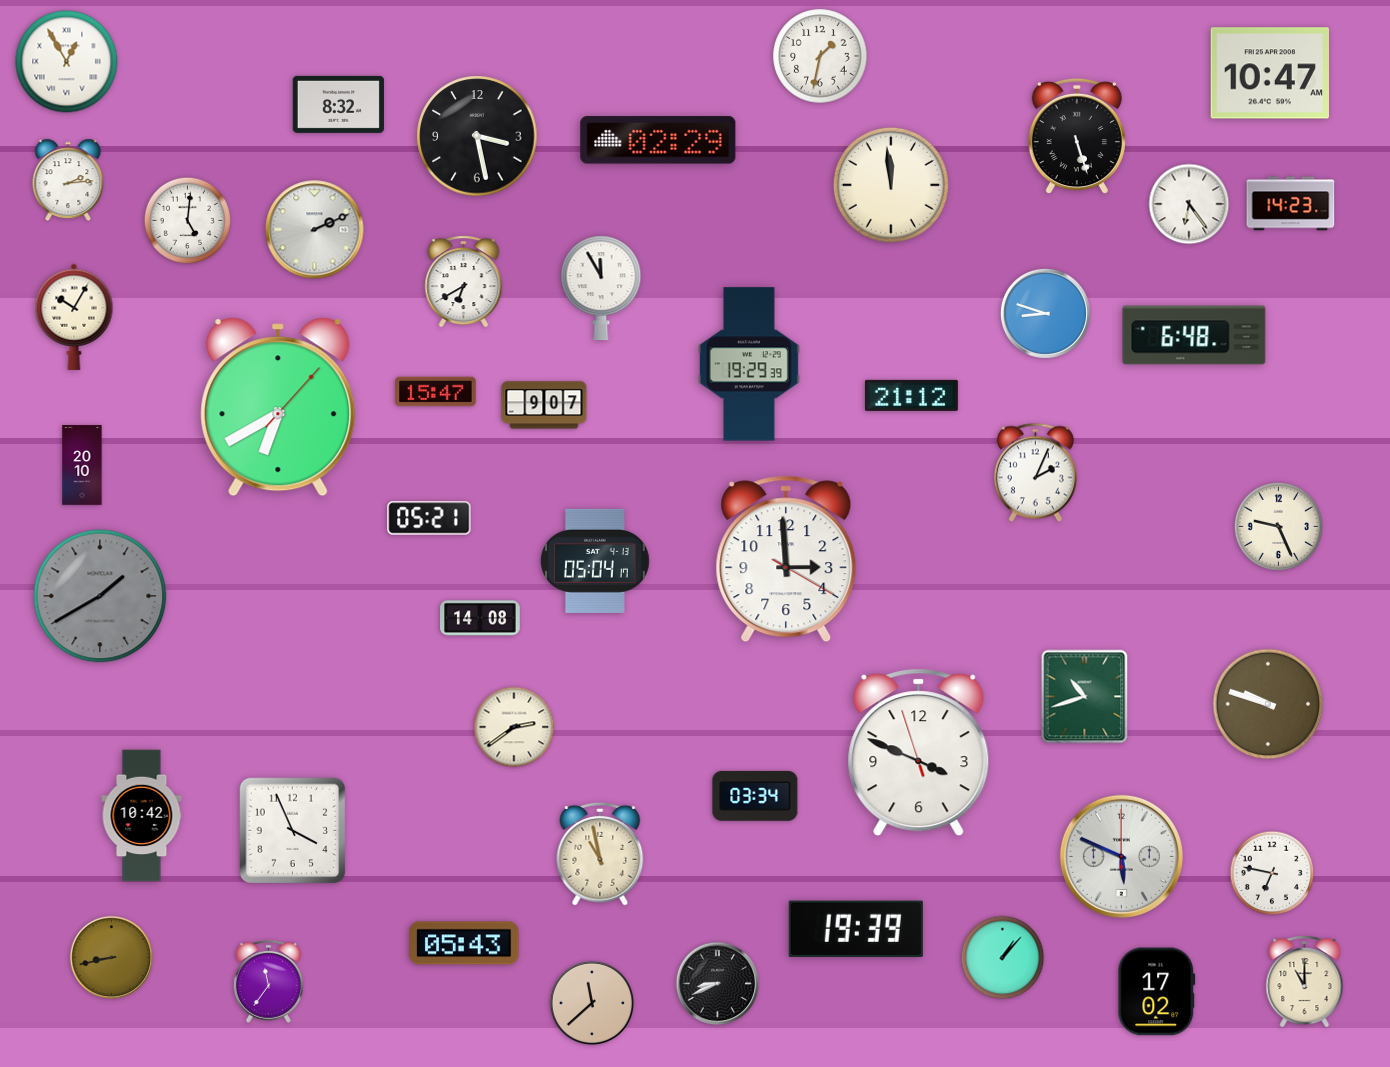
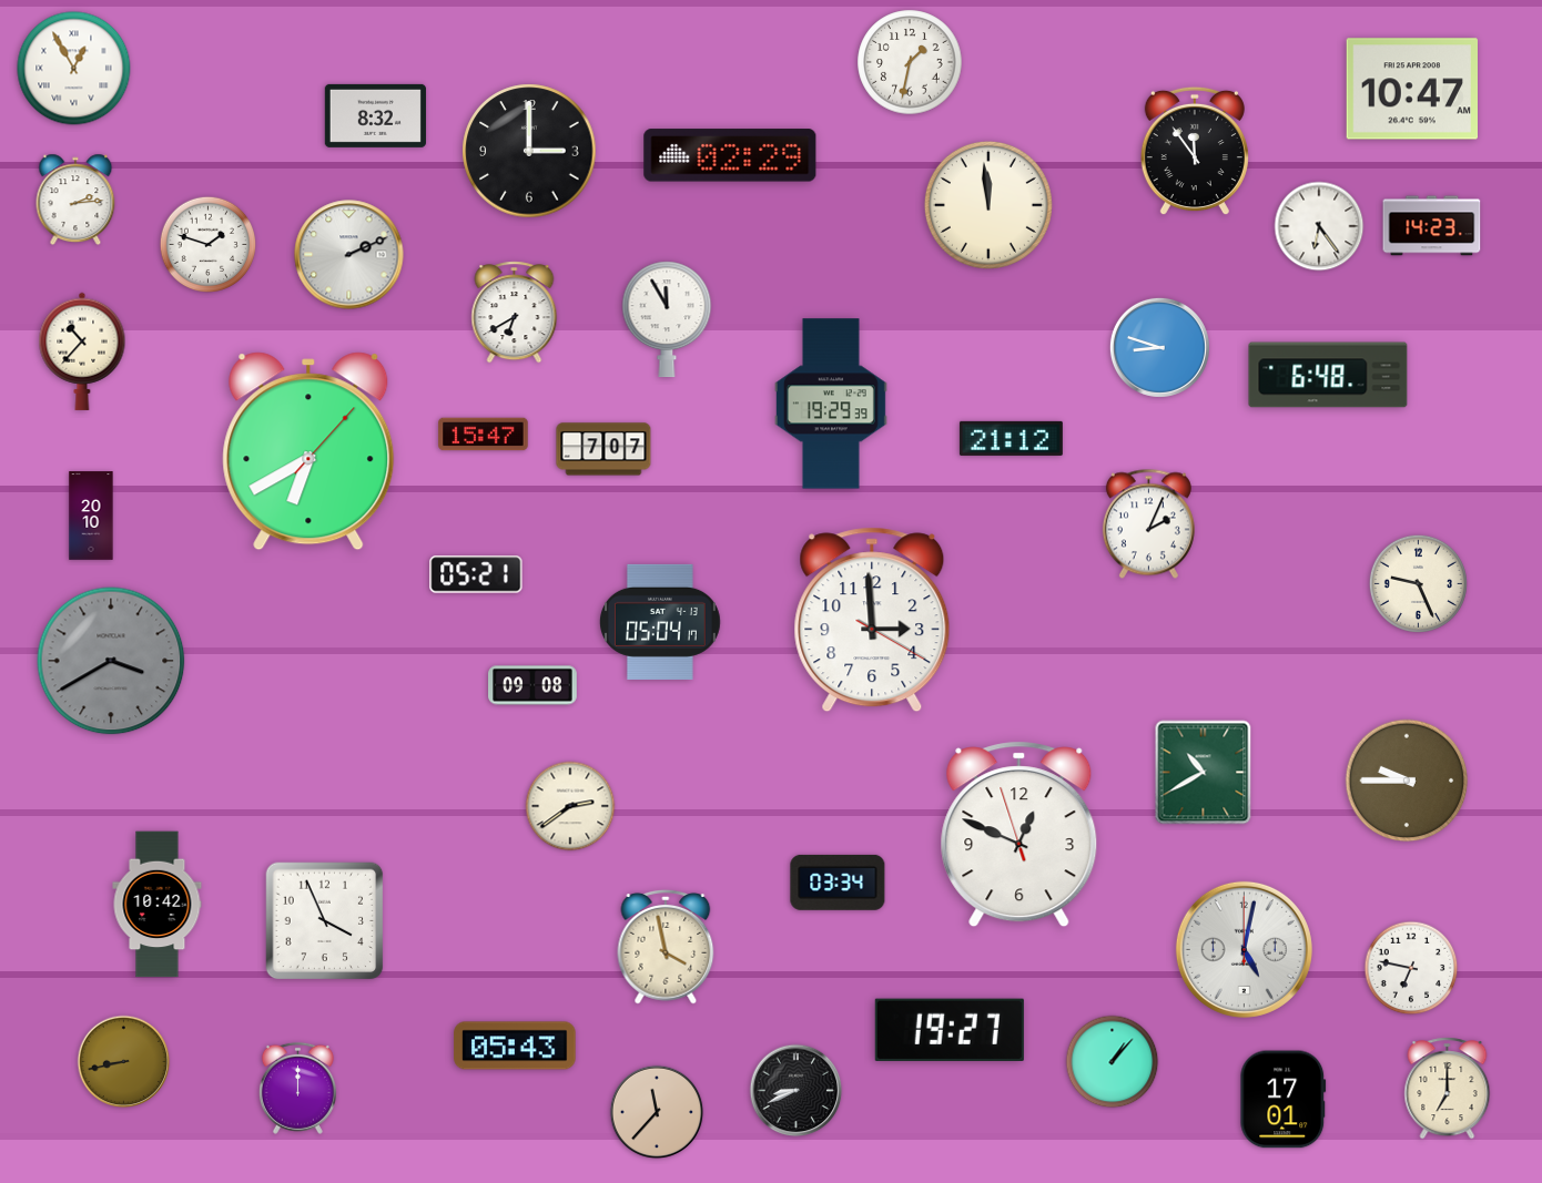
clock at (1269, 73) position: (1269, 73) -> (1411, 89)
clock at (477, 136): 3:28 -> 3:00
clock at (1077, 136): 5:27 -> 11:54
clock at (188, 221): 5:01 -> 1:48
clock at (74, 317): 10:05 -> 10:37
clock at (1194, 335) position: (1194, 335) -> (1328, 375)
clock at (544, 405): 9:07 -> 7:07
clock at (100, 596): 1:40 -> 3:40
clock at (480, 618): 14:08 -> 09:08
clock at (1085, 697): 10:42 -> 10:40
clock at (1268, 704): 9:48 -> 9:45
clock at (919, 753): 3:48 -> 12:48
clock at (600, 854): 10:58 -> 3:58
clock at (1121, 856): 5:49 -> 5:02
clock at (856, 929): 19:39 -> 19:27
clock at (268, 981): 11:36 -> 12:00
clock at (1305, 982): 11:00 -> 7:00
clock at (1157, 992): 17:02 -> 17:01
clock at (592, 1003): 11:38 -> 11:37
